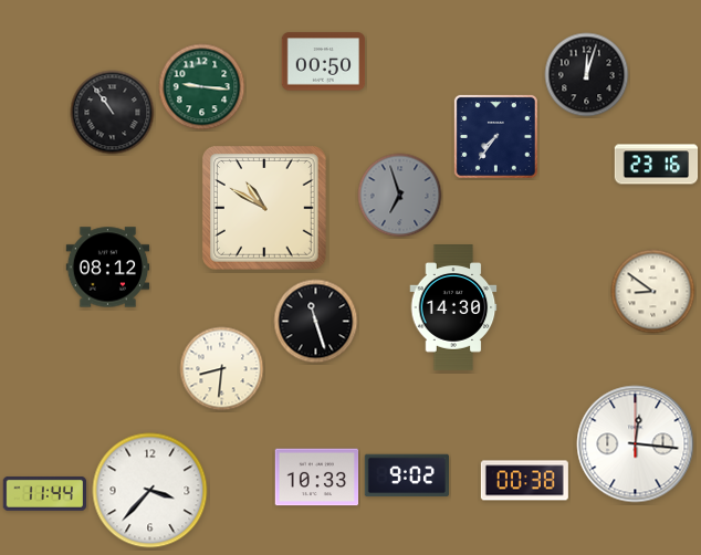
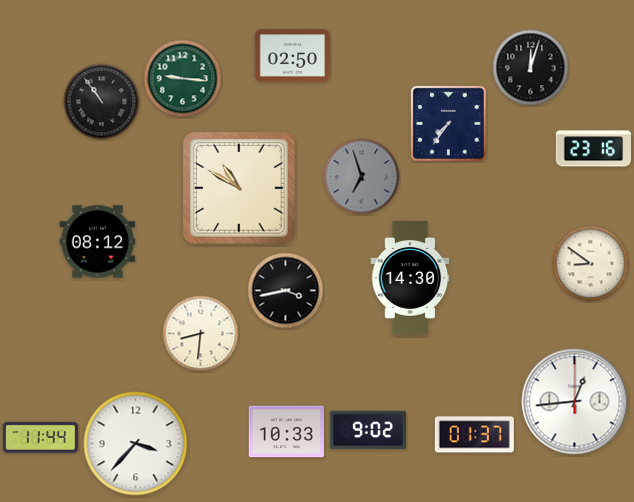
clock at (324, 62): 00:50 -> 02:50
clock at (316, 322): 11:27 -> 3:43
clock at (636, 444): 12:16 -> 12:44
clock at (524, 481): 00:38 -> 01:37
clock at (45, 493) position: (45, 493) -> (41, 437)
